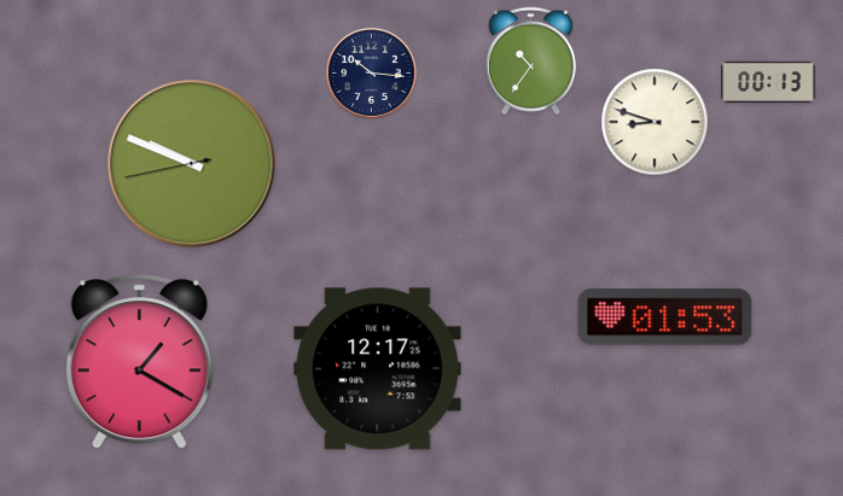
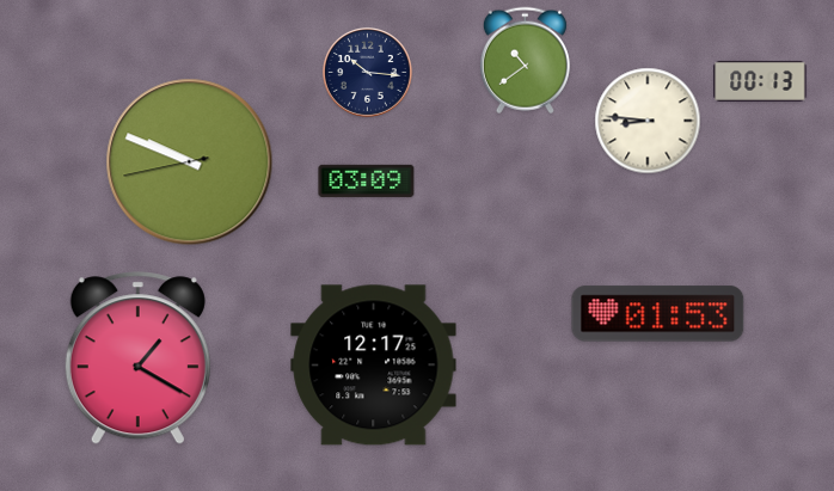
clock at (530, 62): 10:36 -> 10:39
clock at (655, 122): 8:48 -> 8:46
clock at (367, 180): none -> 03:09
